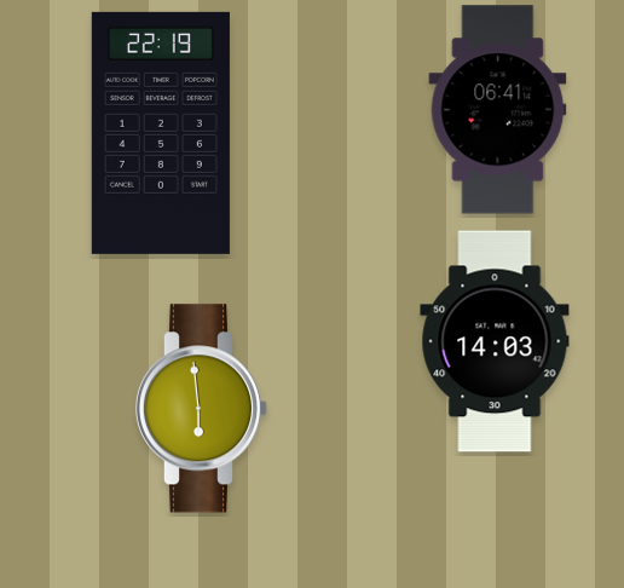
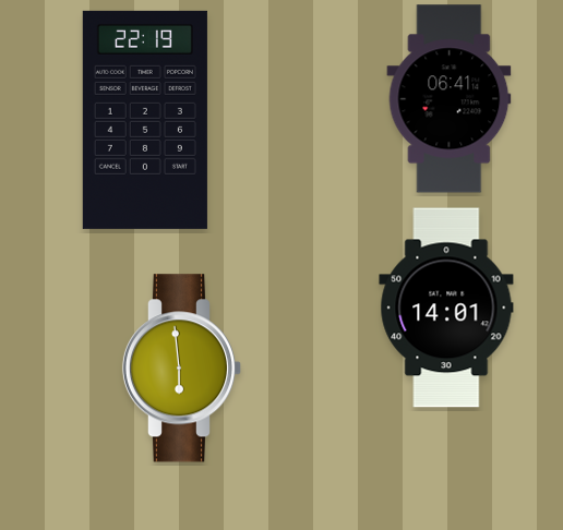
clock at (495, 341): 14:03 -> 14:01
